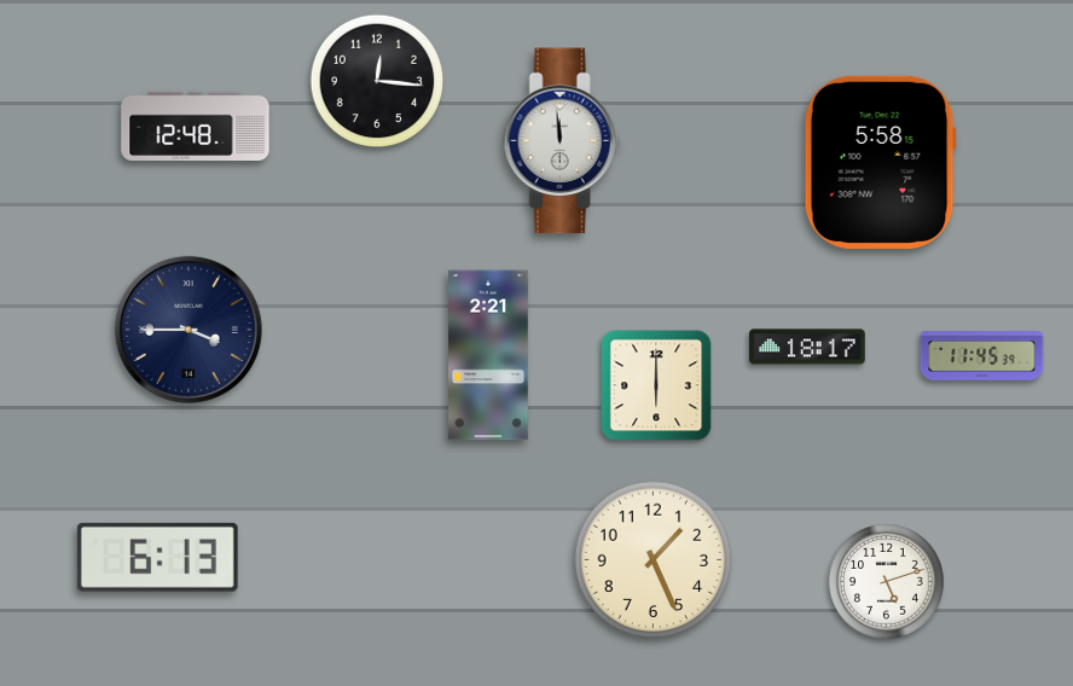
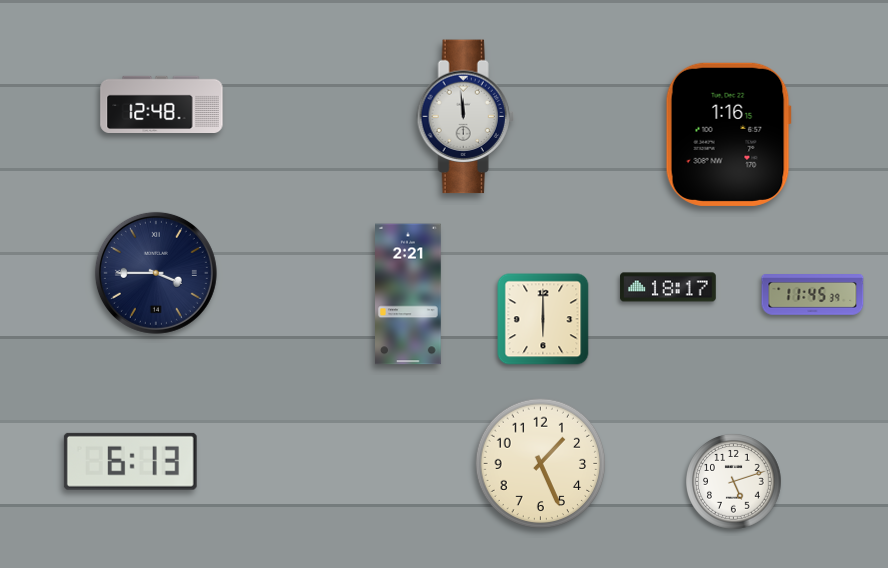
clock at (377, 81): 12:16 -> none
clock at (880, 162): 5:58 -> 1:16
clock at (489, 355) position: (489, 355) -> (409, 294)
